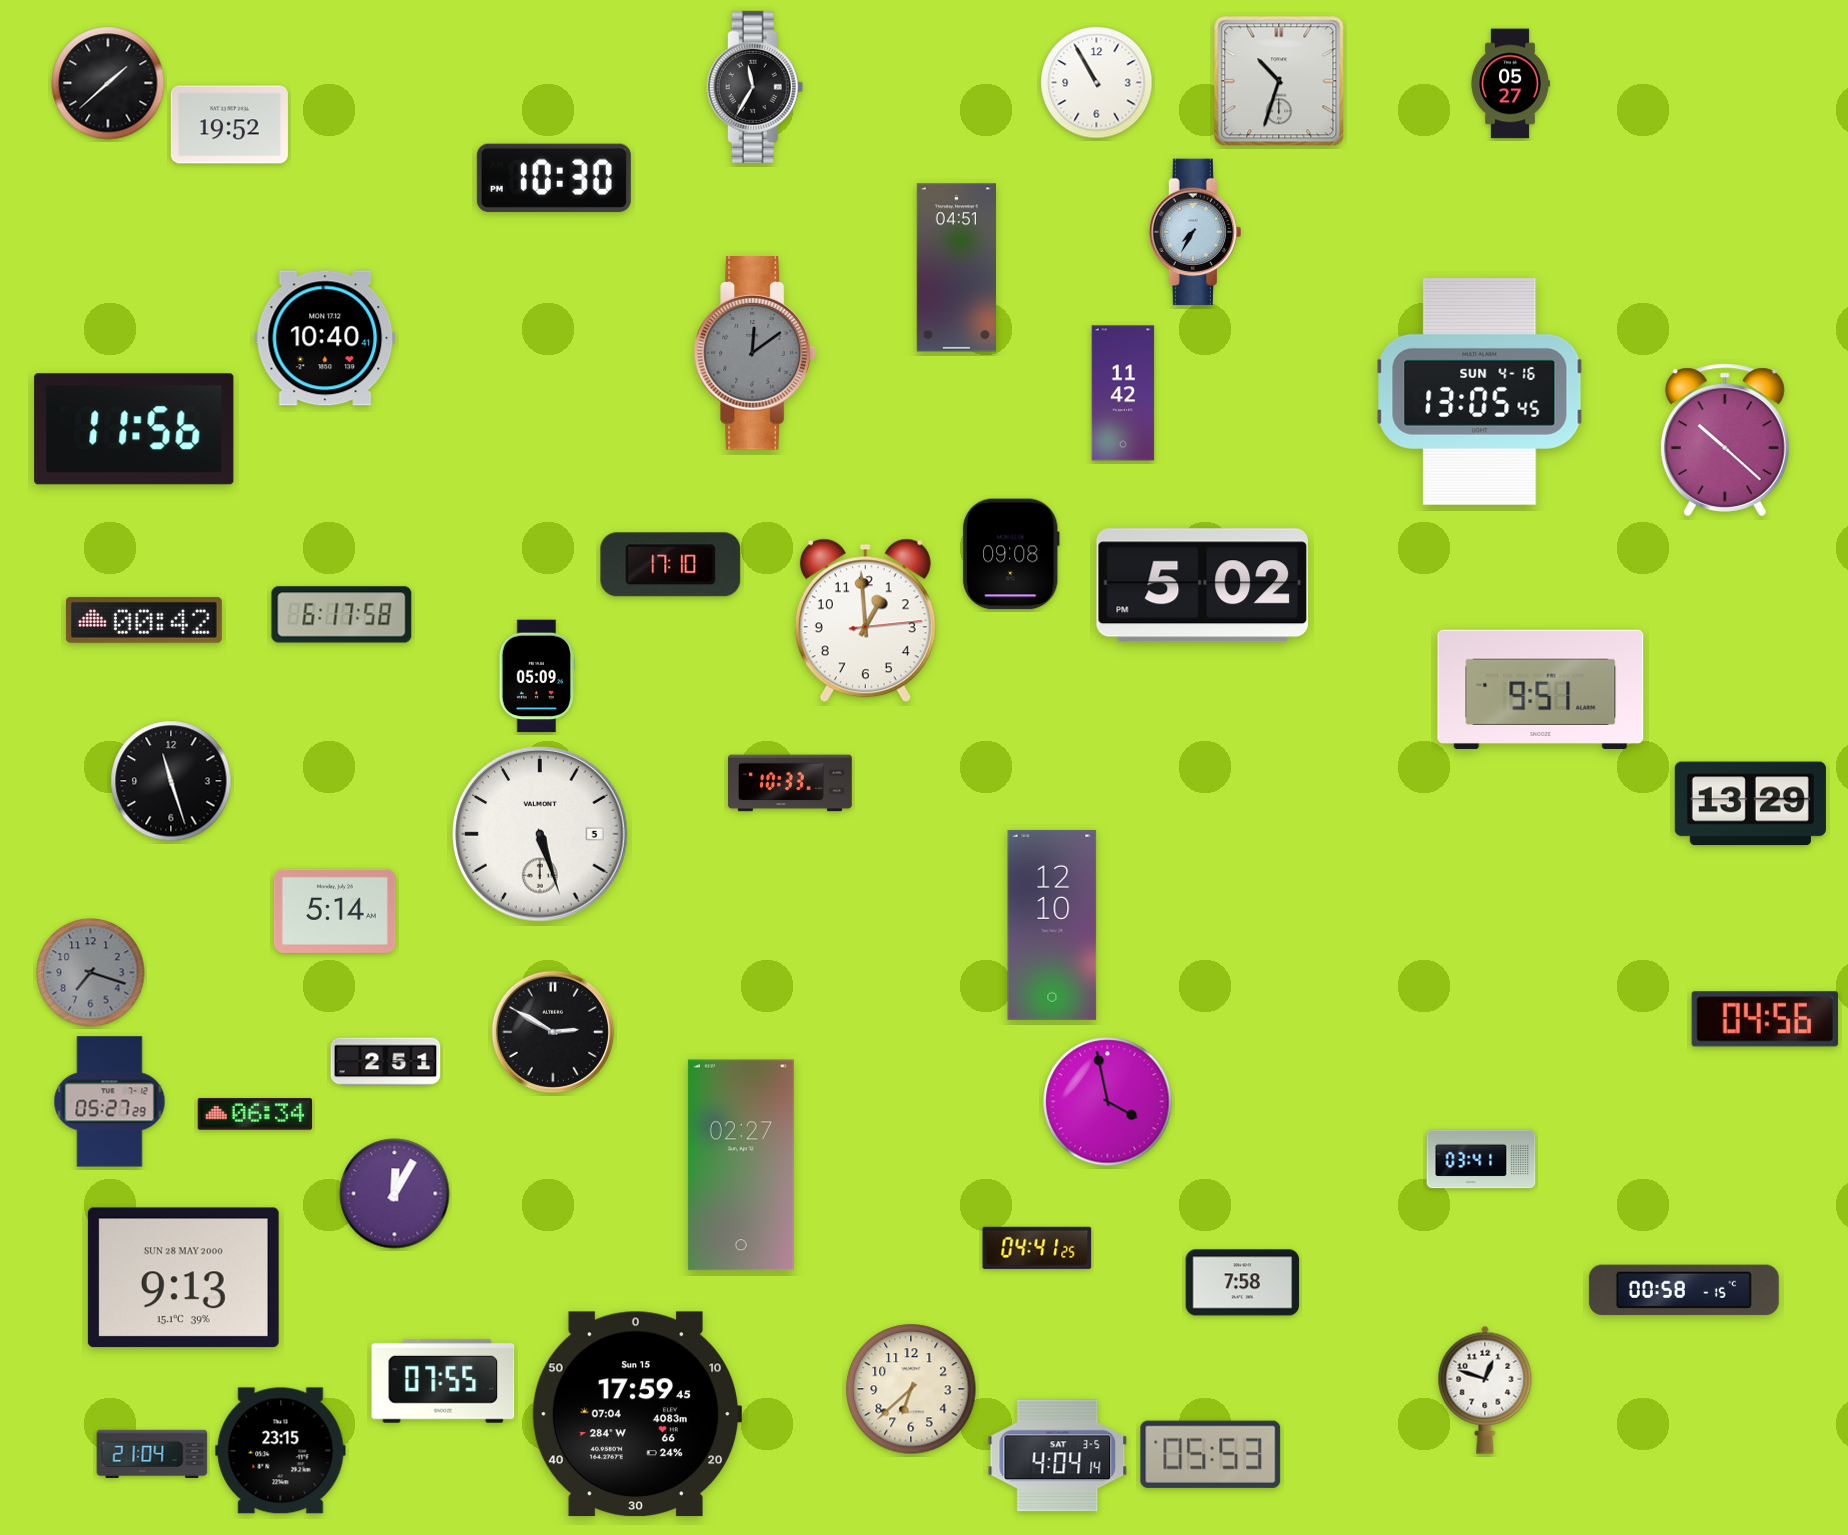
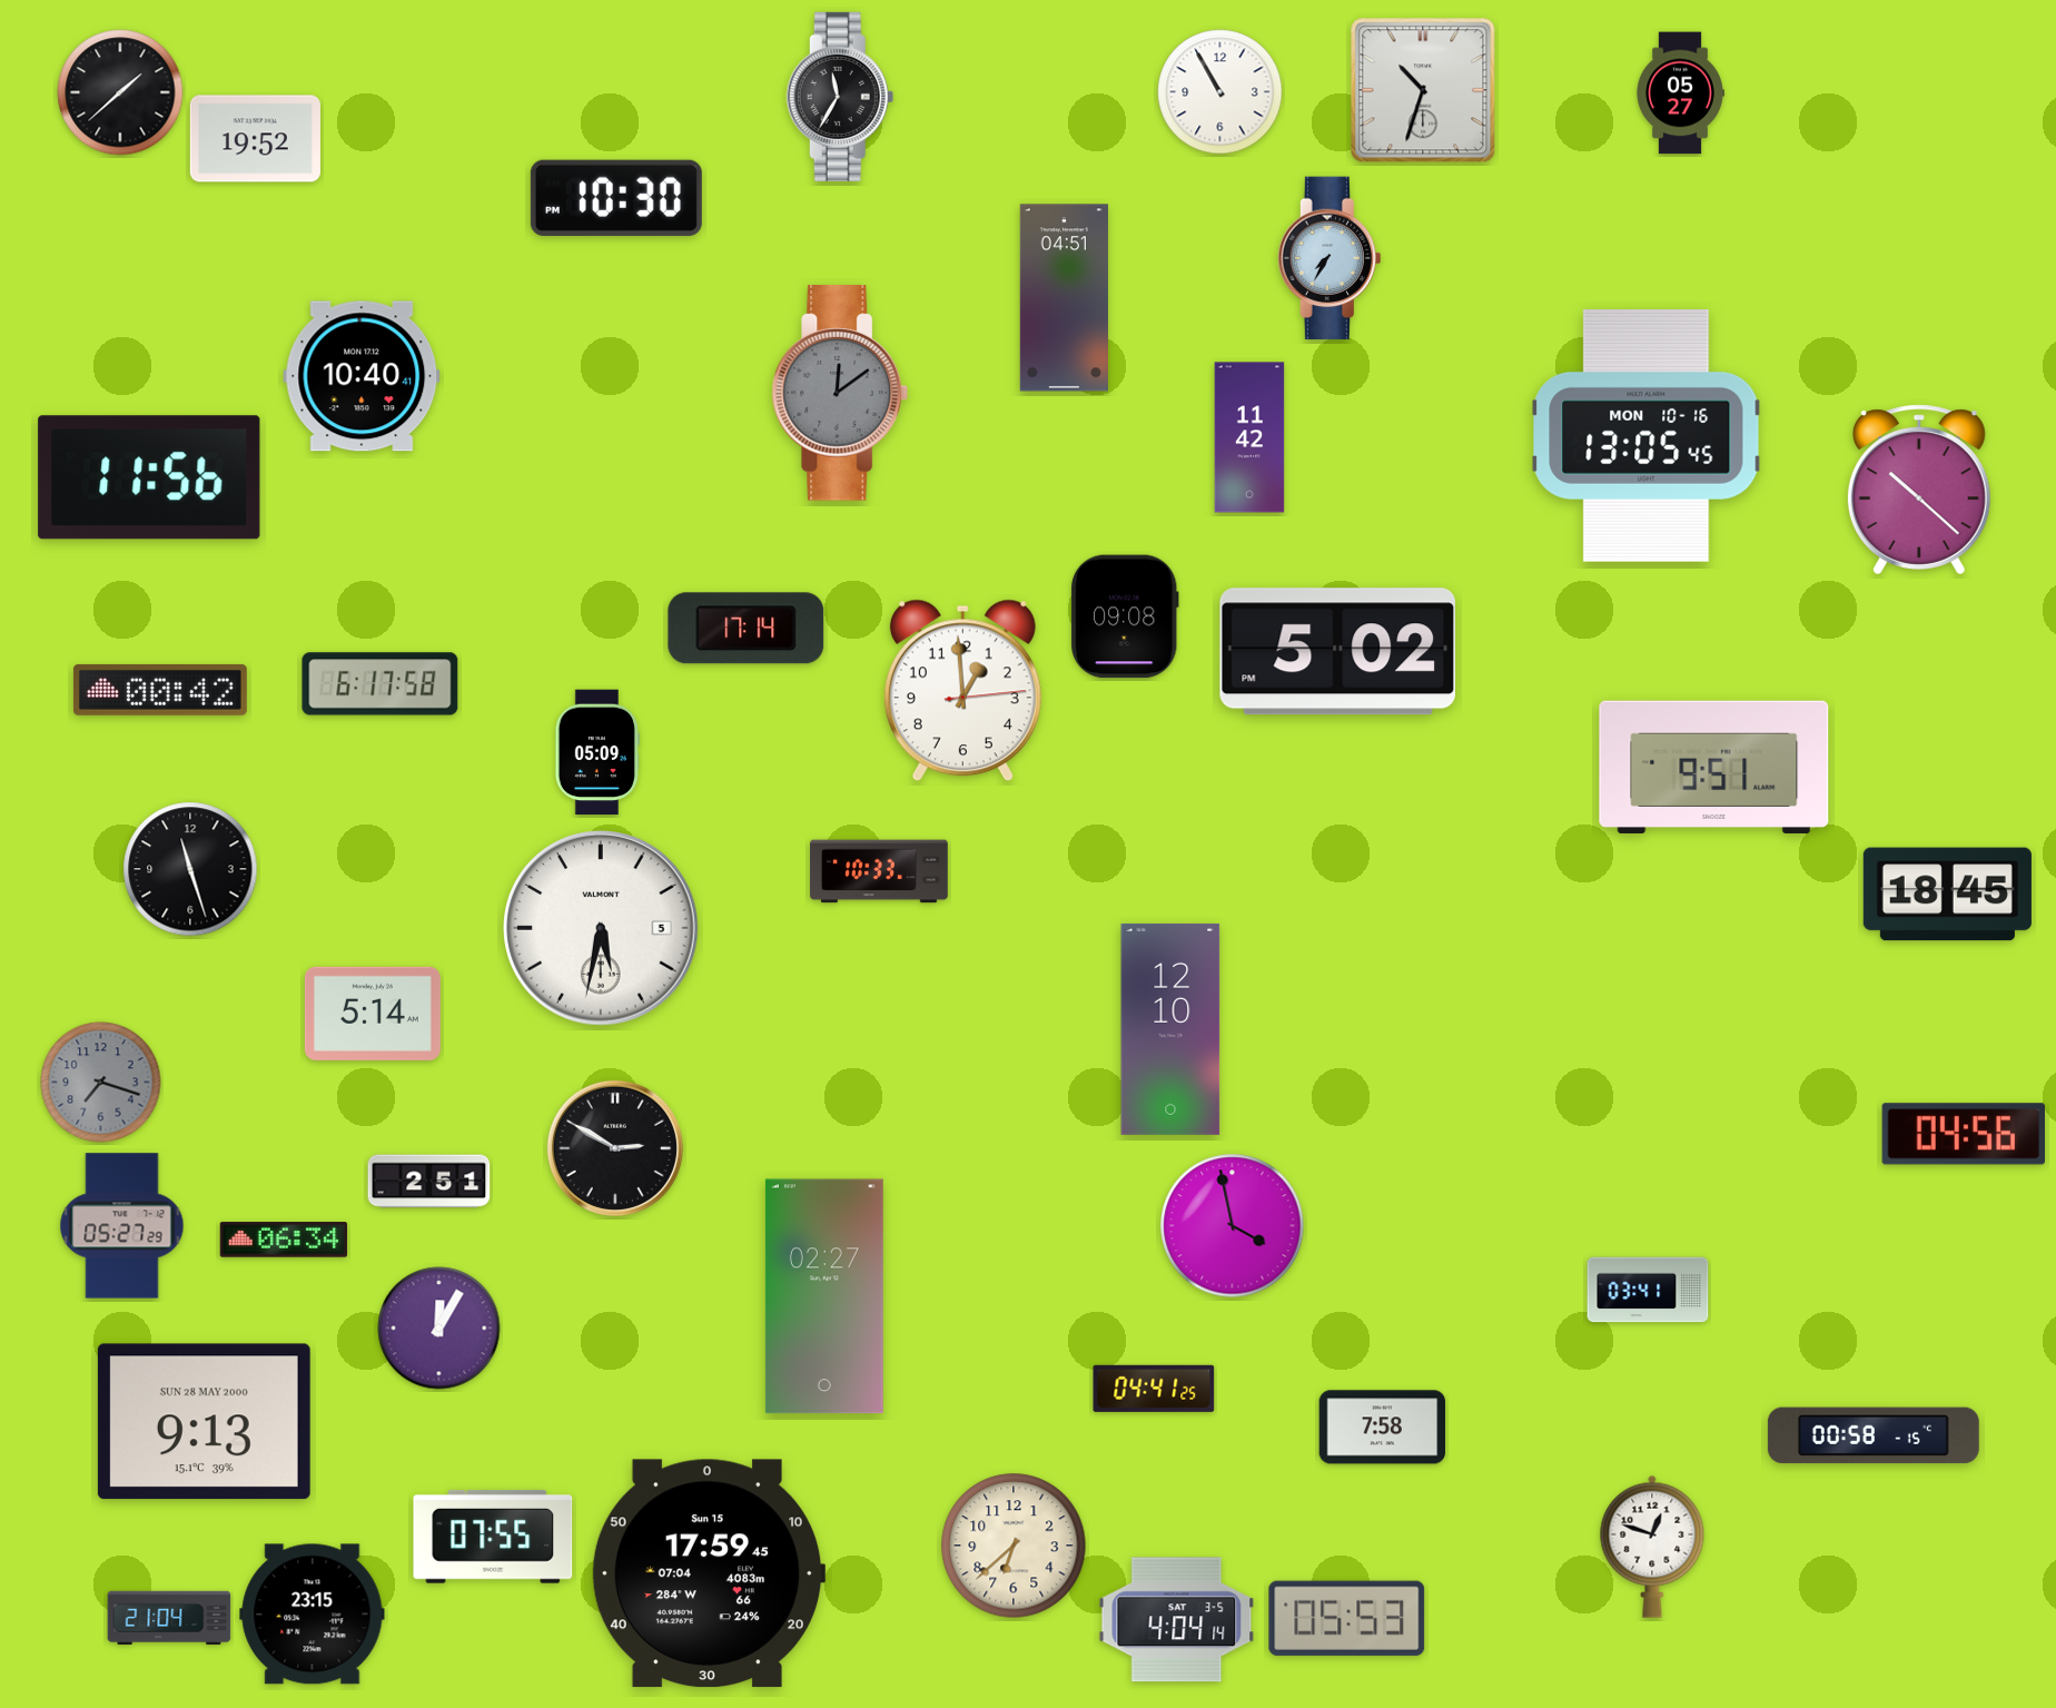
clock at (1480, 391) date: SUN 4-16 -> MON 10-16
clock at (671, 565): 17:10 -> 17:14
clock at (1750, 804): 13:29 -> 18:45
clock at (540, 834): 5:27 -> 5:32
